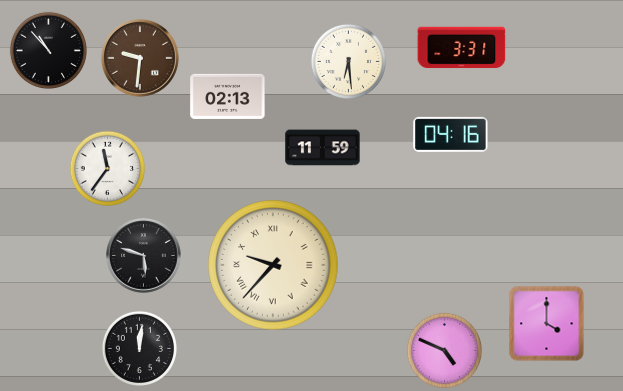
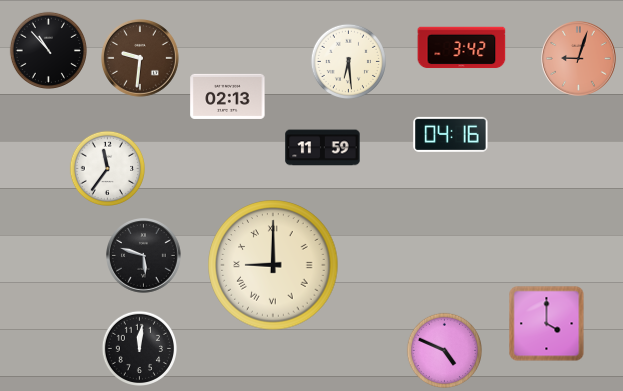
clock at (462, 48): 3:31 -> 3:42
clock at (579, 59): none -> 9:03
clock at (273, 265): 9:37 -> 9:00
